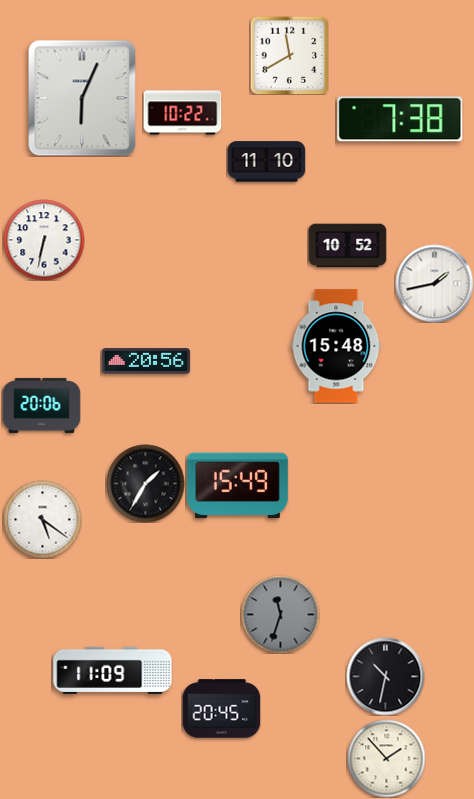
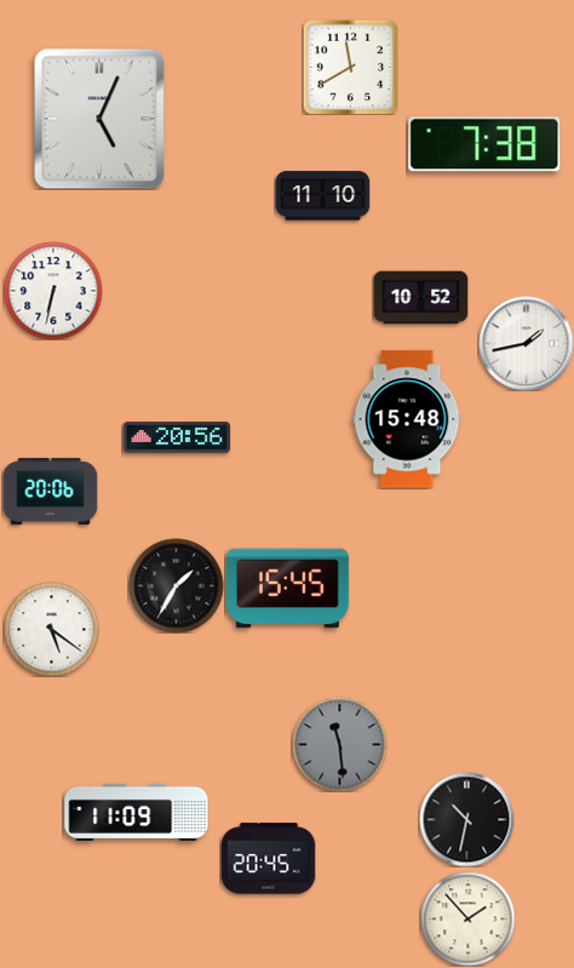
clock at (82, 98): 6:04 -> 5:04
clock at (182, 113): 10:22 -> none
clock at (237, 486): 15:49 -> 15:45
clock at (280, 614): 11:33 -> 11:29
